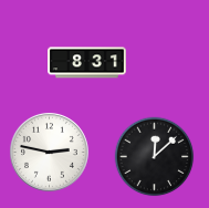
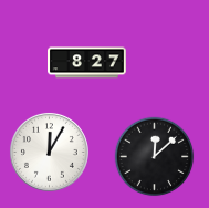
clock at (87, 63): 8:31 -> 8:27
clock at (49, 152): 2:47 -> 12:05
